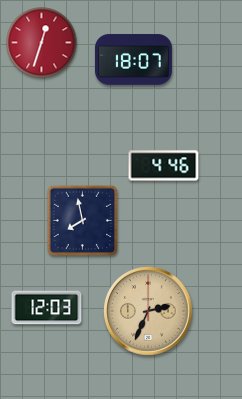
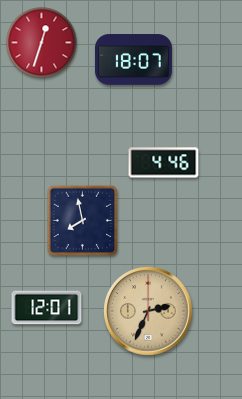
clock at (164, 166) position: (164, 166) -> (164, 163)
clock at (47, 308): 12:03 -> 12:01
